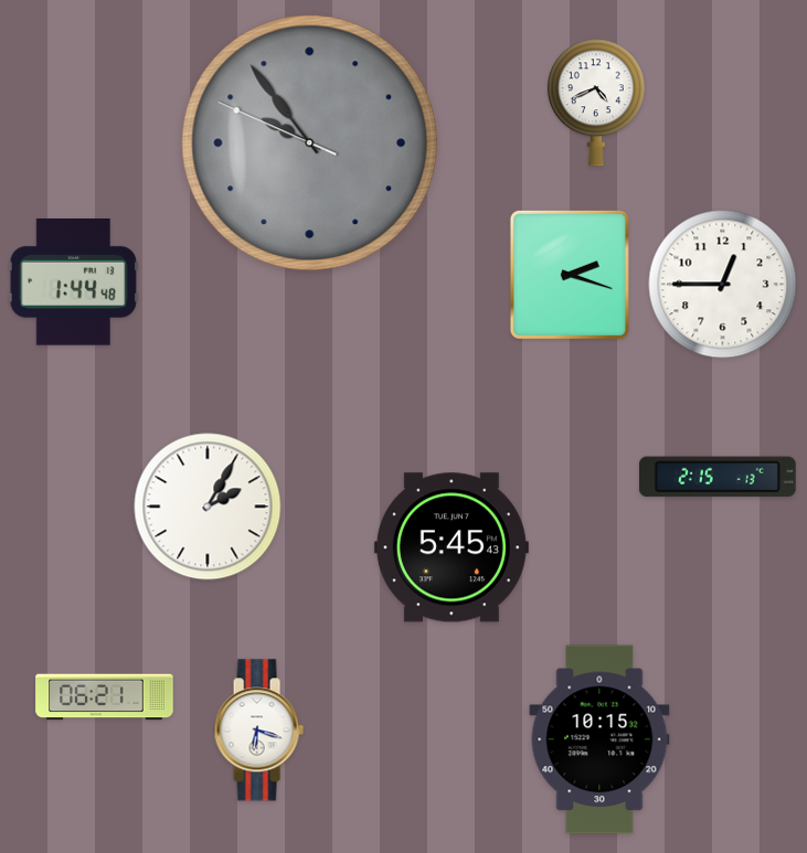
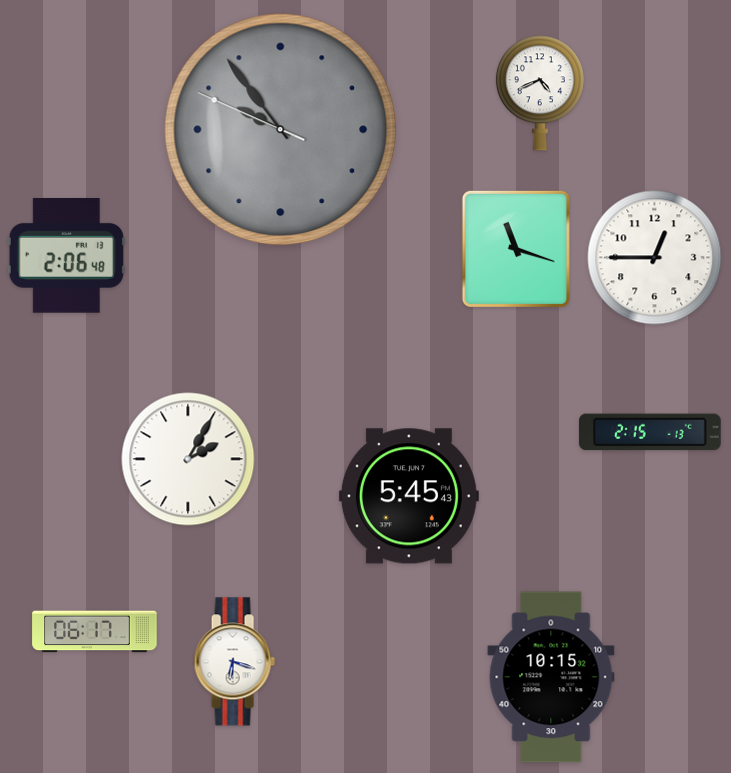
clock at (570, 275): 2:18 -> 11:18
clock at (73, 282): 1:44 -> 2:06
clock at (105, 697): 06:21 -> 06:17
clock at (599, 739) position: (599, 739) -> (551, 677)
